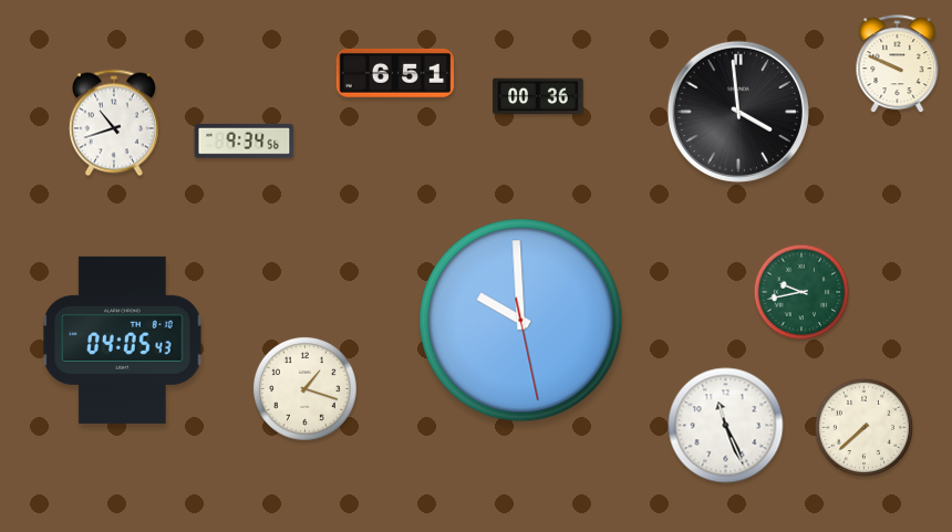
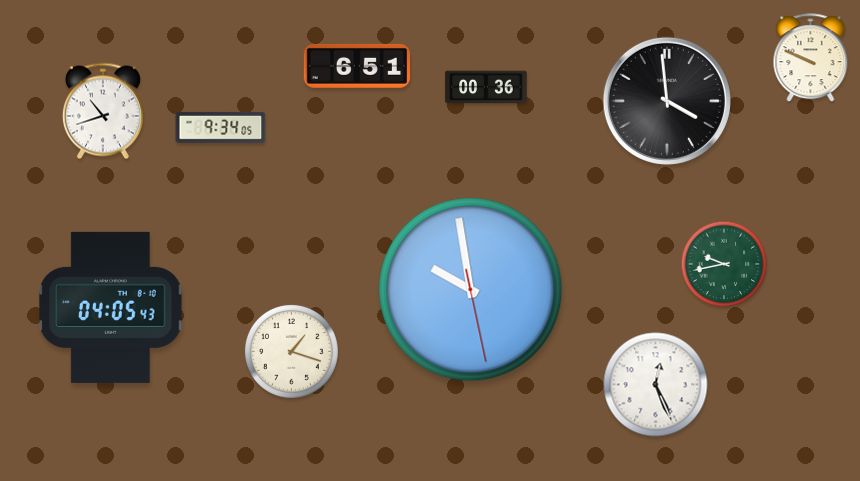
clock at (245, 140): 9:34:56 -> 9:34:05
clock at (521, 321): 9:59 -> 9:58
clock at (304, 388) position: (304, 388) -> (291, 351)
clock at (726, 426): 11:26 -> 12:26
clock at (865, 428): 7:38 -> none
